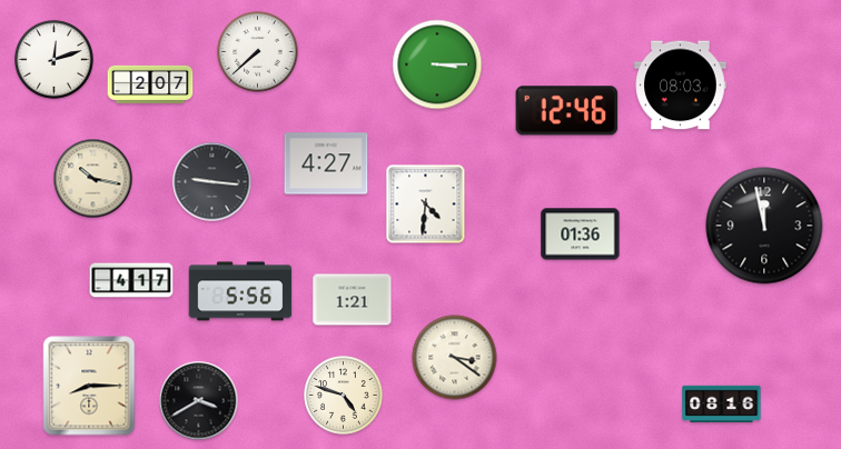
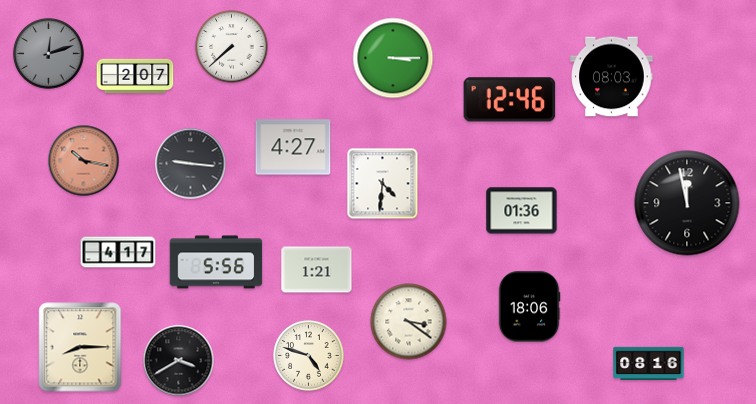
clock at (55, 60) dial: white -> grey
clock at (93, 179) dial: cream -> salmon
clock at (529, 307): none -> 18:06
